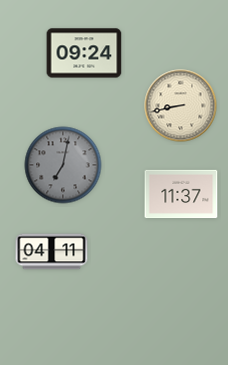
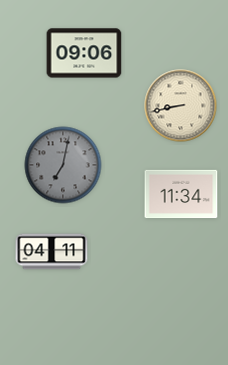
clock at (84, 53): 09:24 -> 09:06
clock at (181, 194): 11:37 -> 11:34
